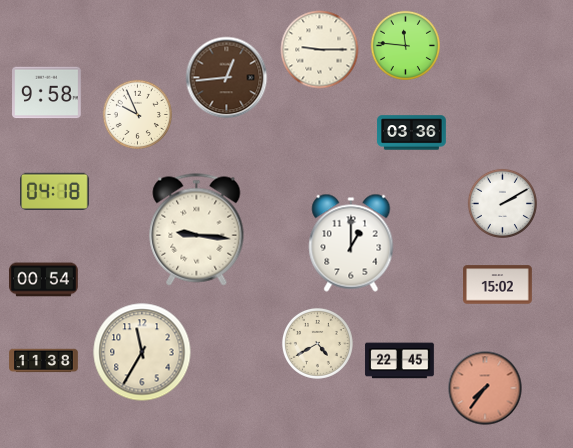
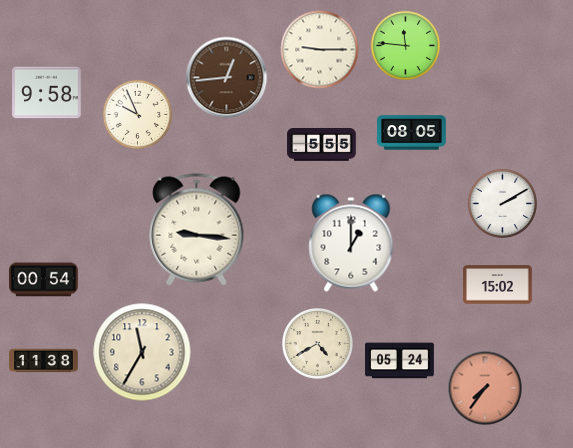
clock at (412, 133): 03:36 -> 08:05
clock at (322, 145): none -> 5:55
clock at (55, 191): 04:18 -> none
clock at (400, 361): 22:45 -> 05:24
